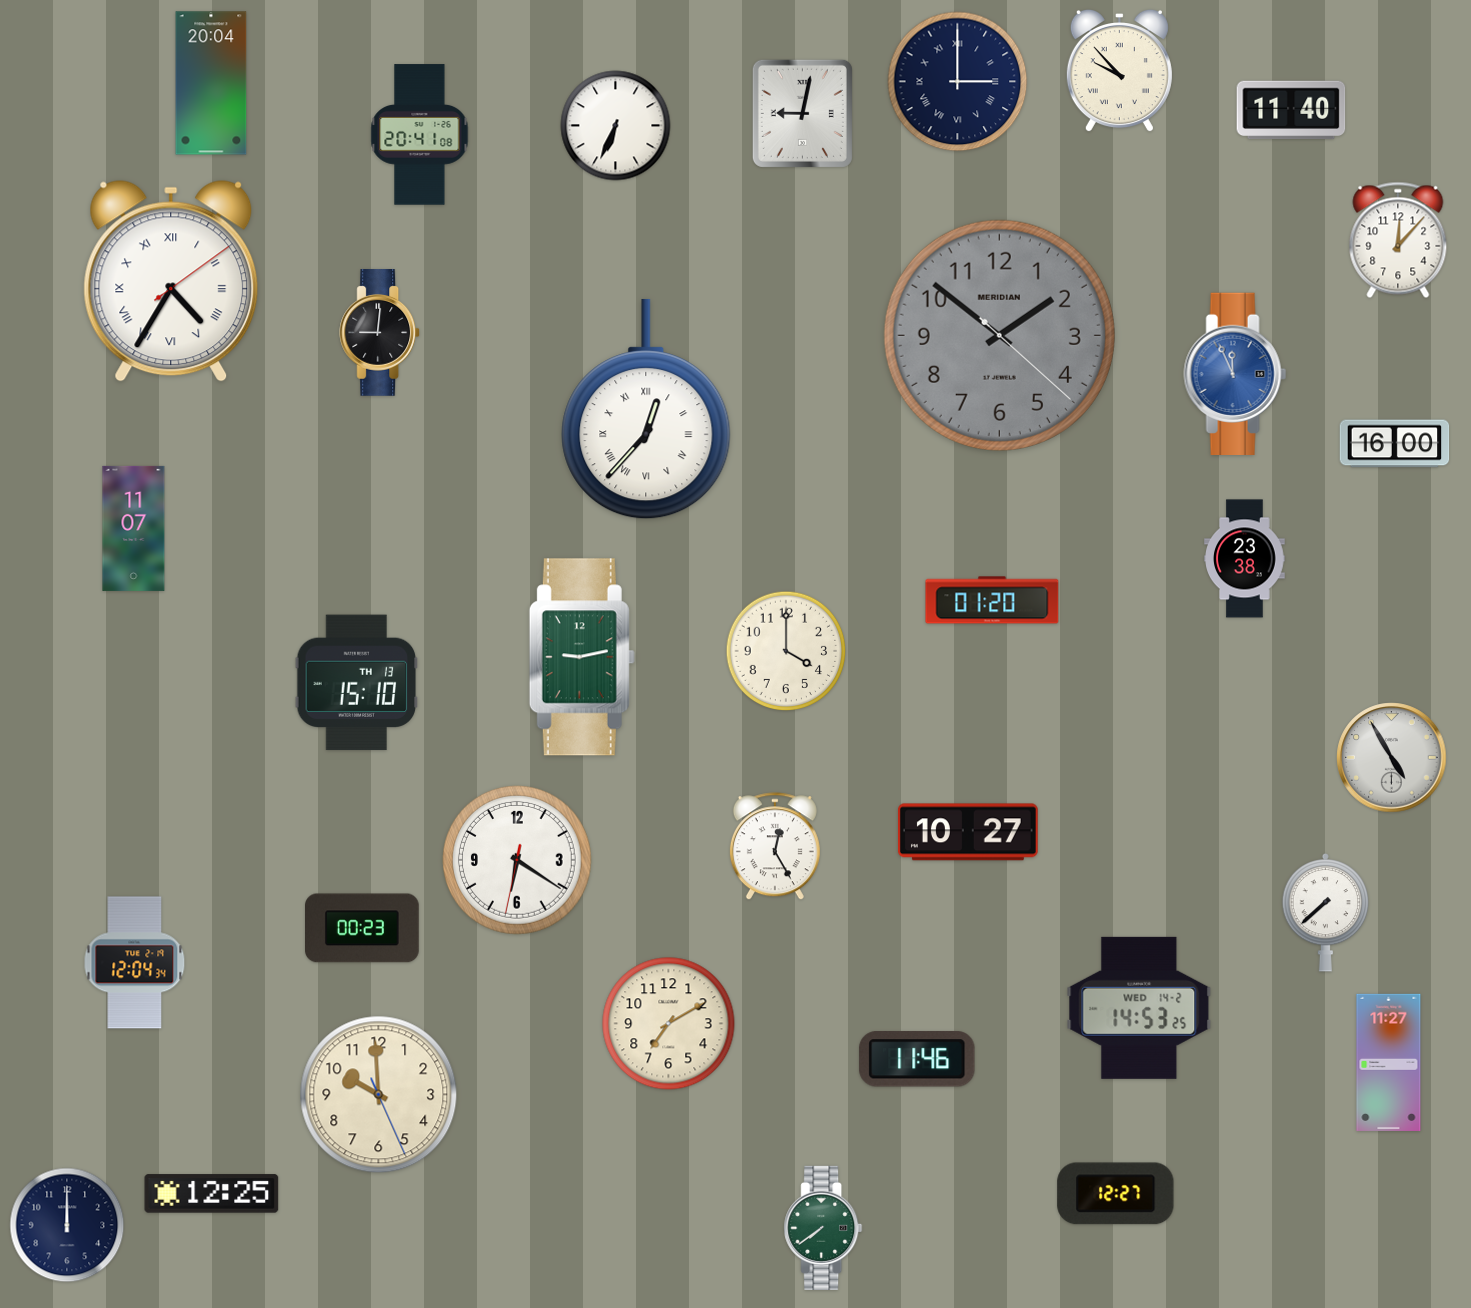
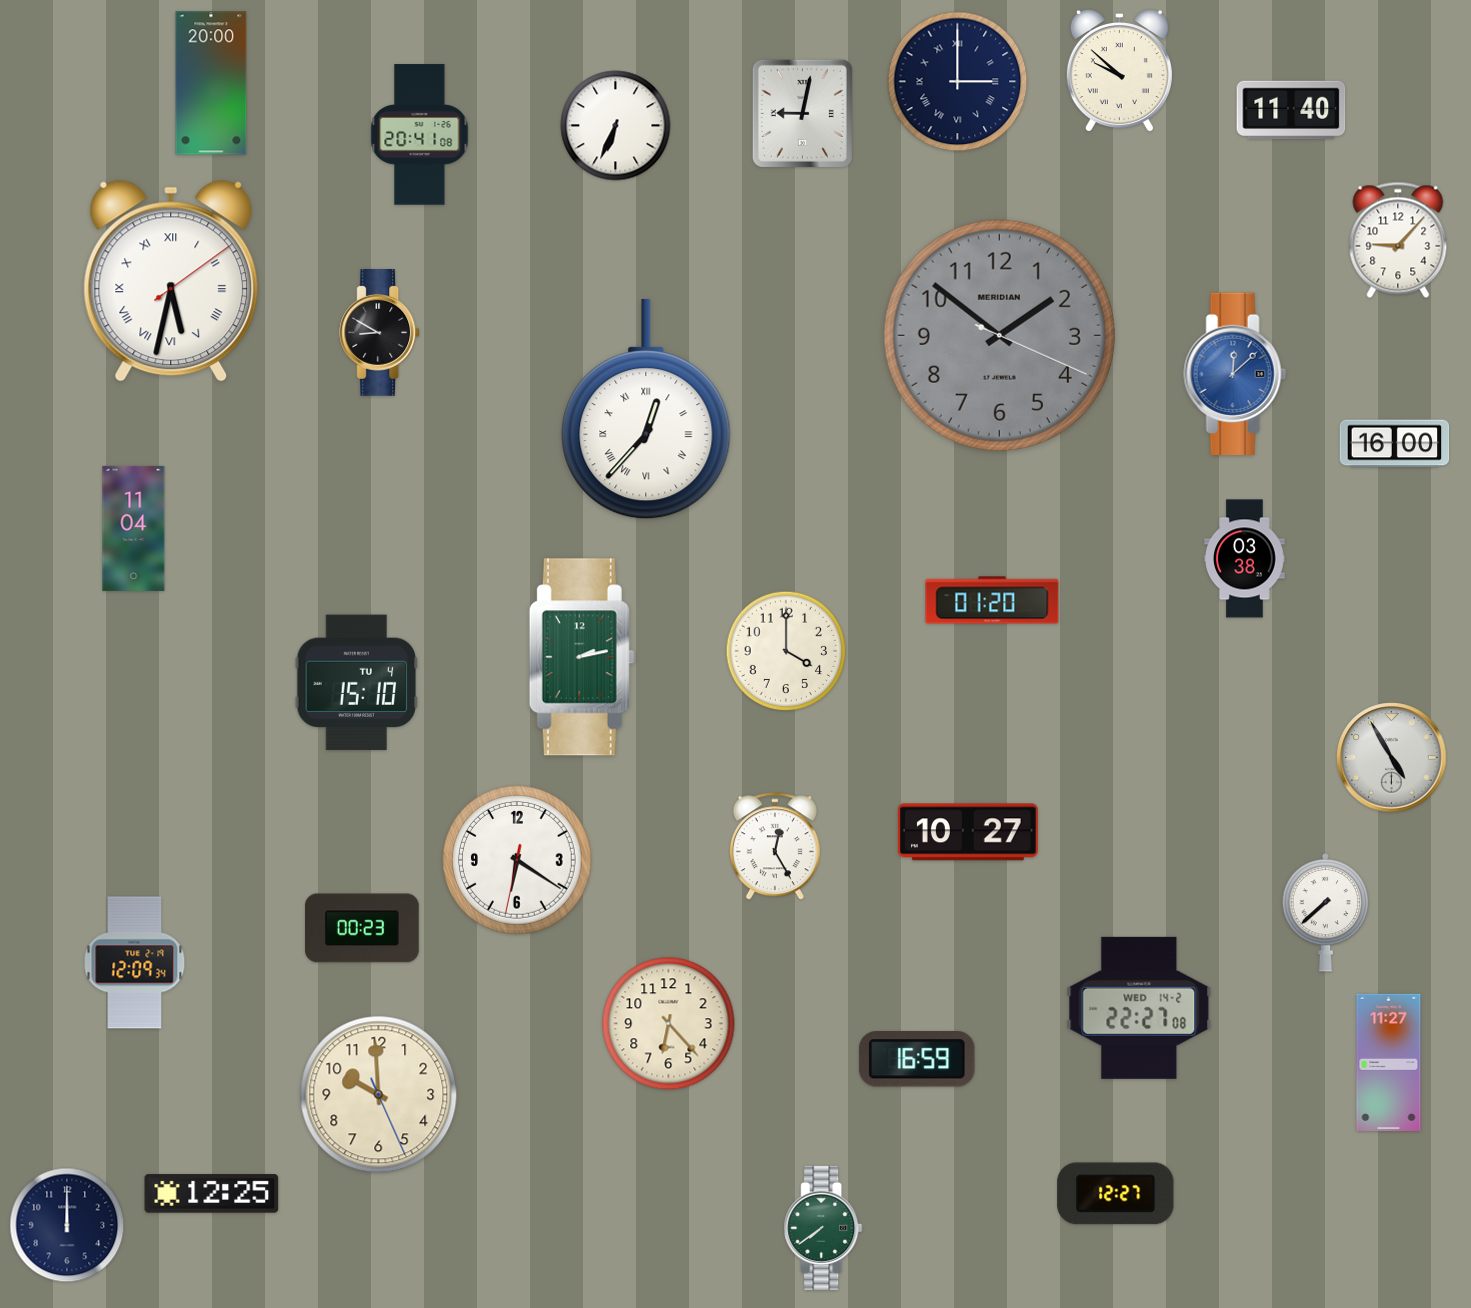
clock at (1119, 71): 9:53 -> 9:52
clock at (211, 83): 20:04 -> 20:00
clock at (1398, 240): 12:07 -> 9:07
clock at (171, 281): 4:35 -> 5:32
clock at (380, 333): 9:01 -> 8:50
clock at (999, 335): 1:51:22 -> 1:51:19
clock at (1235, 373): 11:56 -> 12:08
clock at (134, 528): 11:07 -> 11:04
clock at (1245, 559): 23:38 -> 03:38
clock at (582, 657): 9:13 -> 2:13
clock at (357, 683) date: TH 13 -> TU 4
clock at (135, 963): 12:04 -> 12:09
clock at (1139, 1008): 14:53 -> 22:27
clock at (669, 1024): 7:10 -> 6:23
clock at (917, 1059): 11:46 -> 16:59
